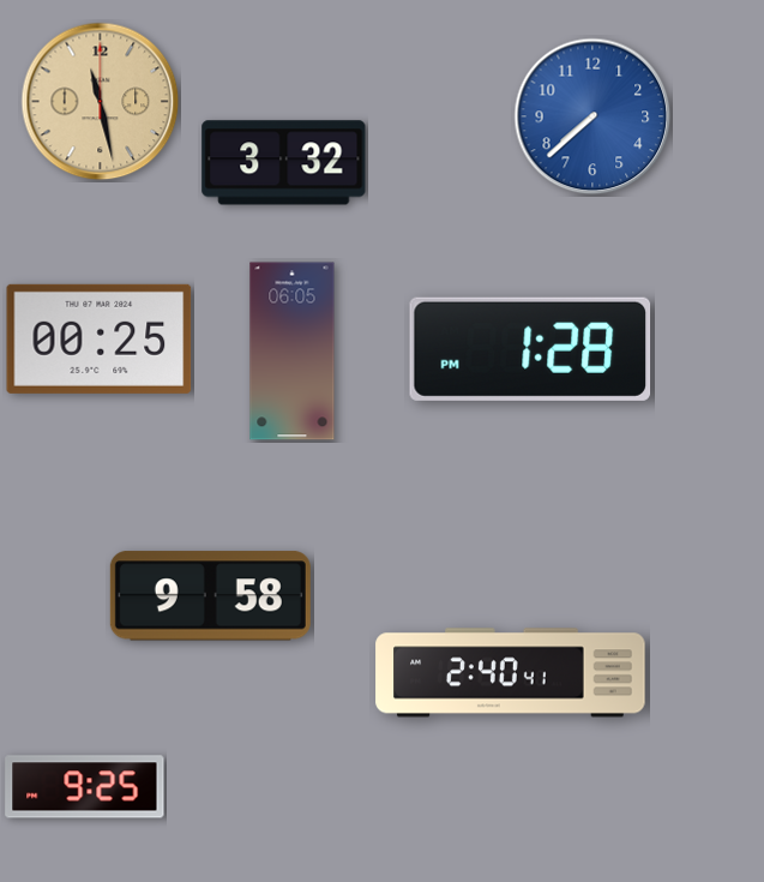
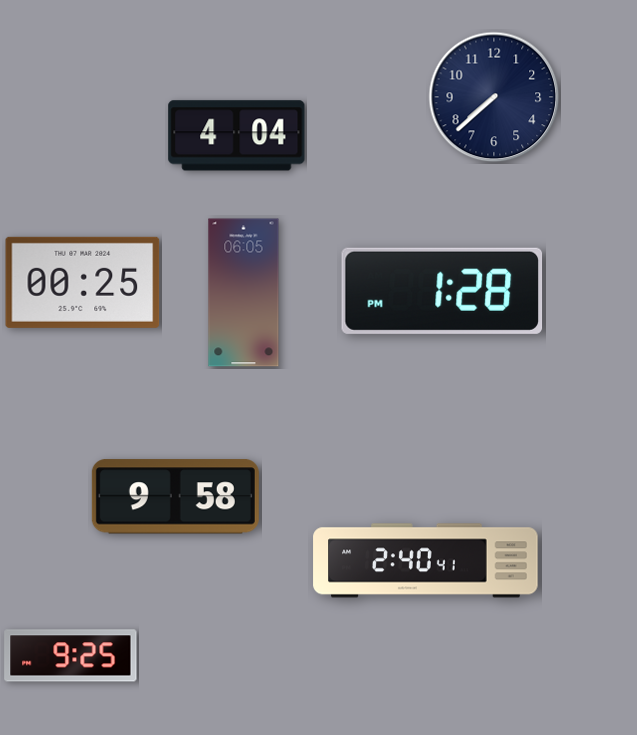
clock at (101, 102): 11:28 -> none
clock at (592, 116) dial: blue -> navy
clock at (284, 163): 3:32 -> 4:04
